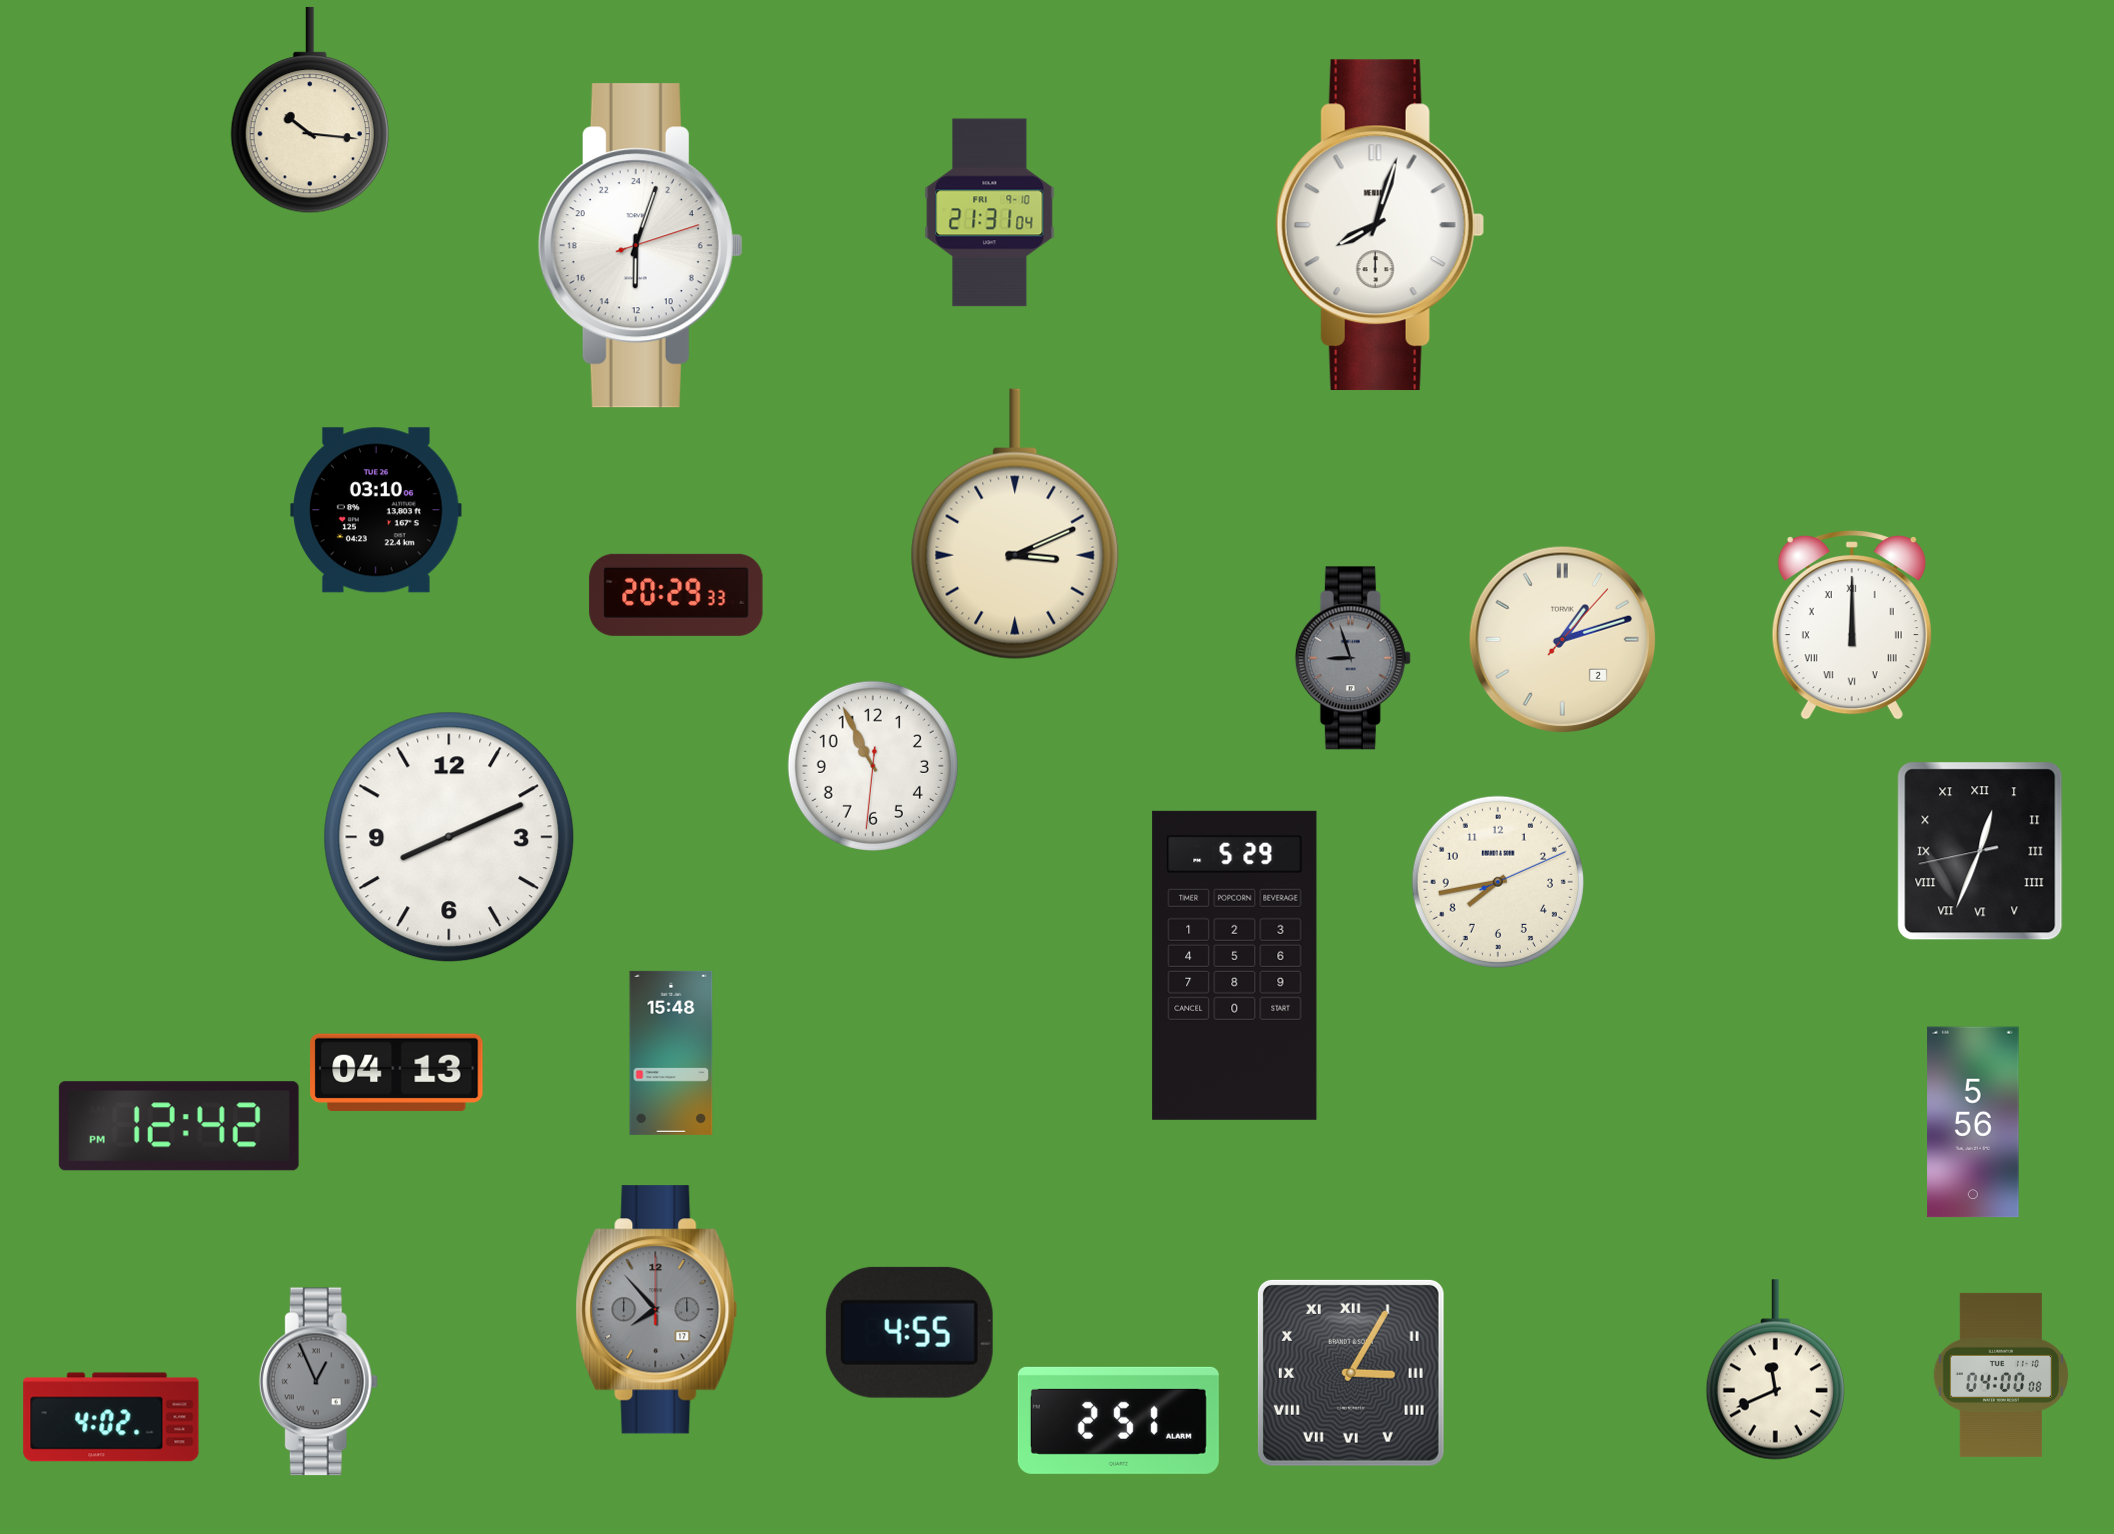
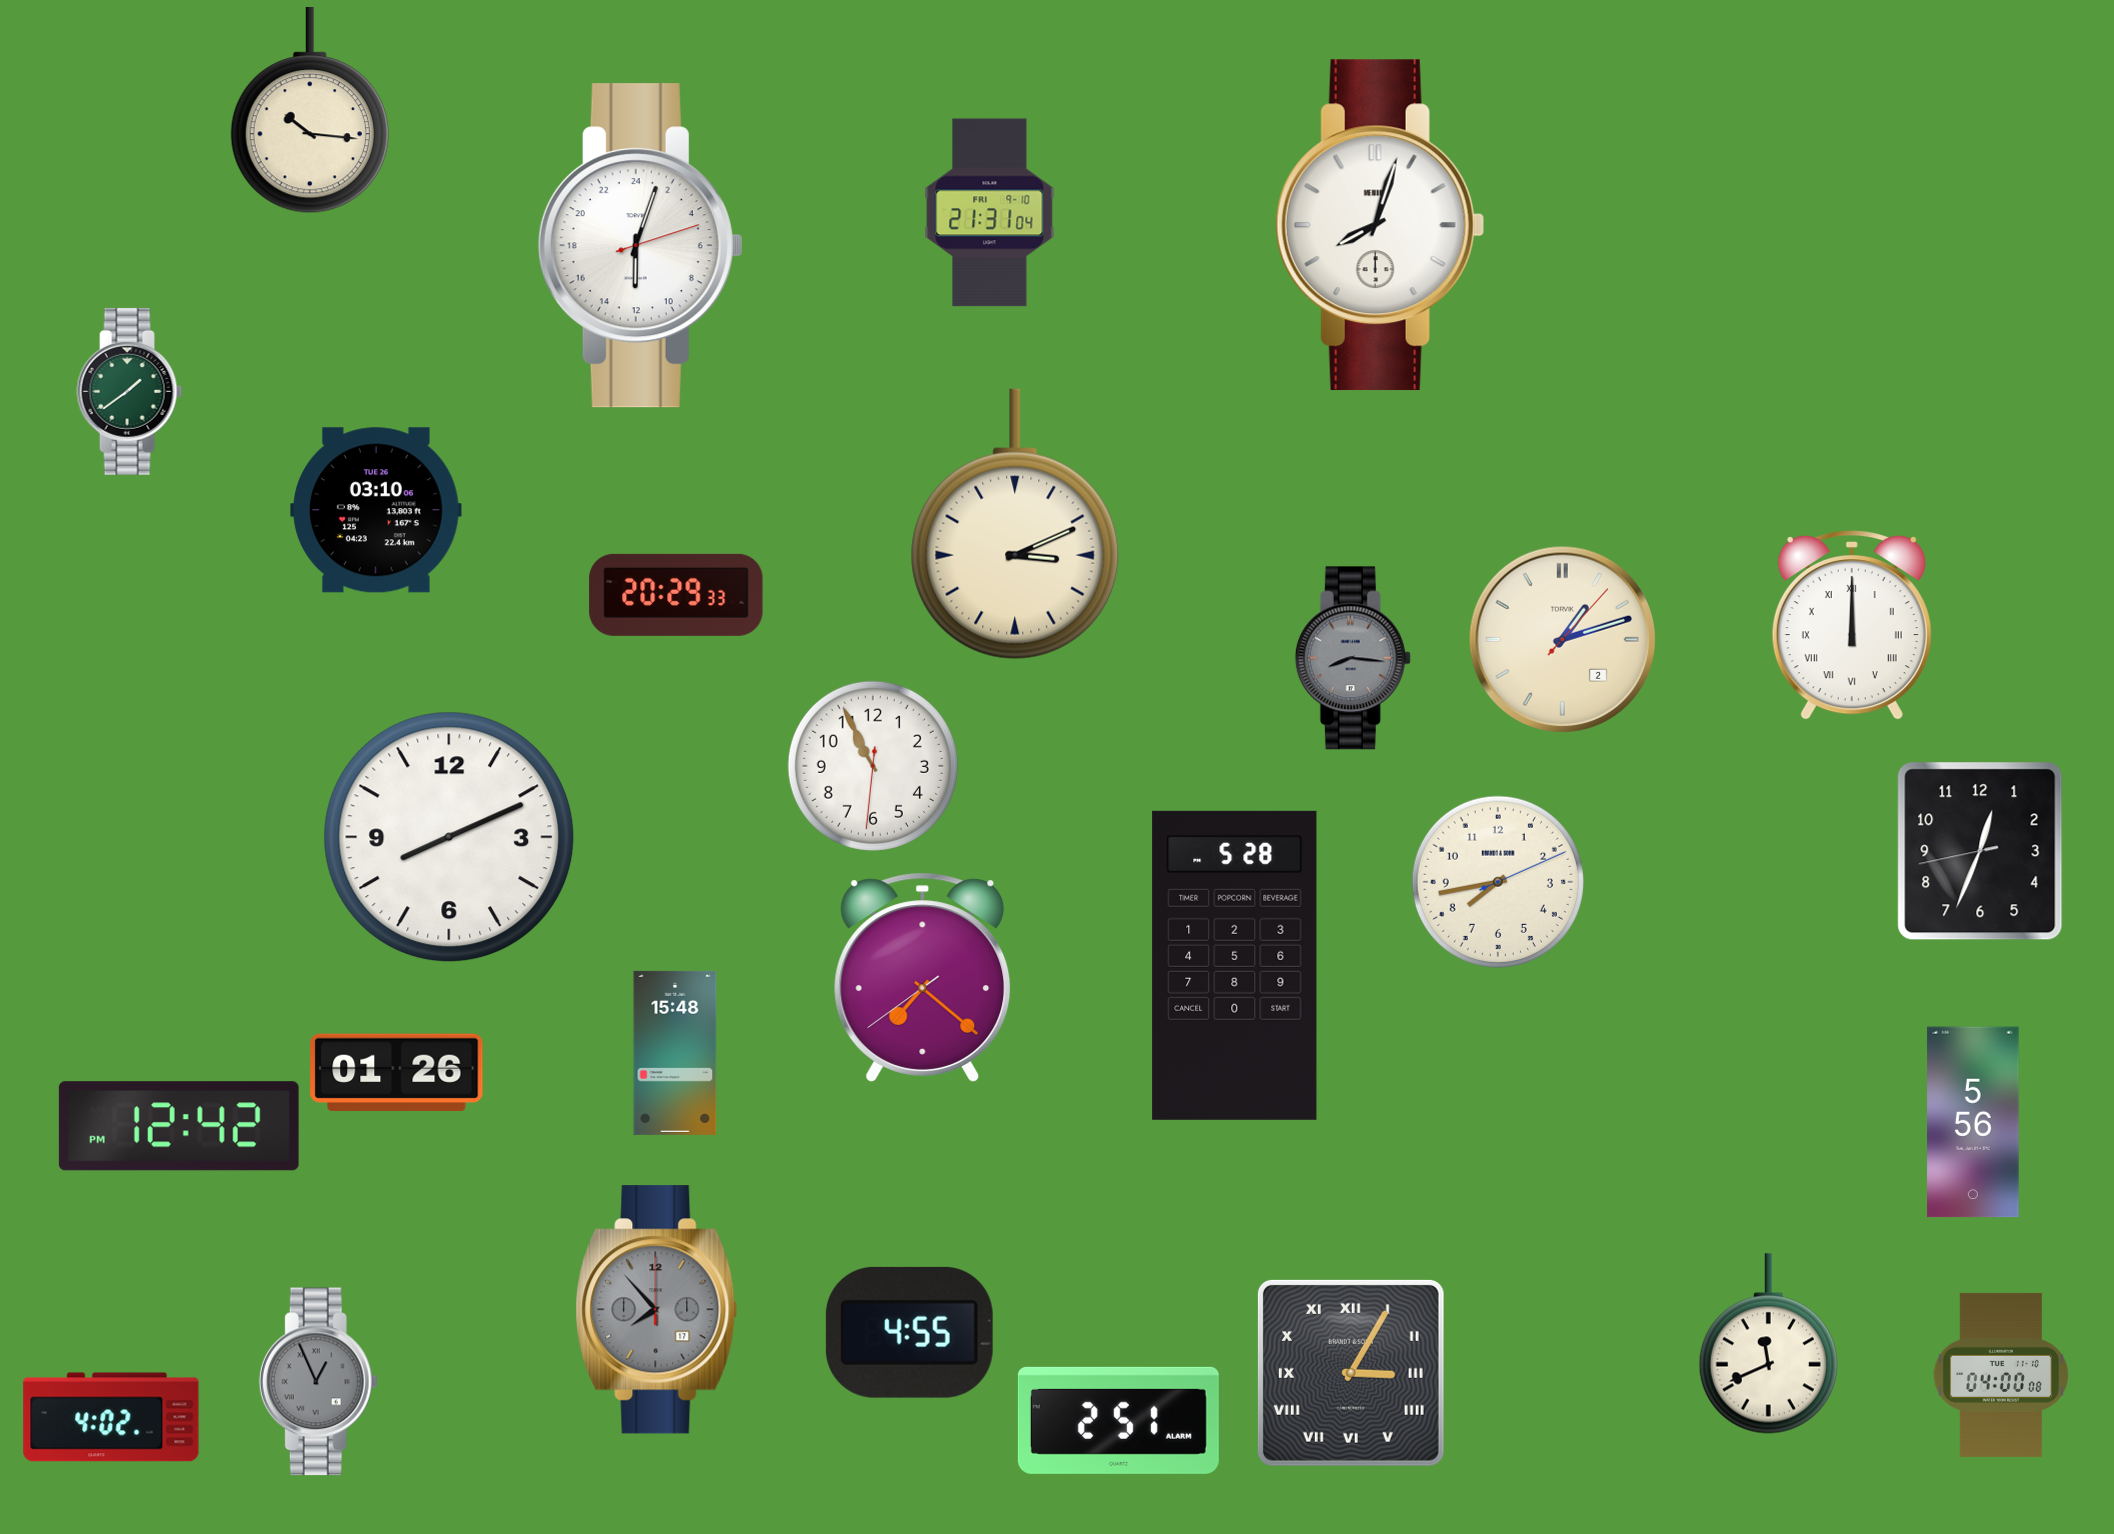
clock at (130, 391): none -> 1:39
clock at (1353, 658): 8:57 -> 8:16
clock at (1980, 851) numerals: Roman -> Arabic
clock at (1235, 965): 5:29 -> 5:28
clock at (923, 977): none -> 7:21
clock at (671, 1053) position: (671, 1053) -> (675, 1053)
clock at (397, 1072): 04:13 -> 01:26
clock at (1775, 1370) position: (1775, 1370) -> (1768, 1344)
